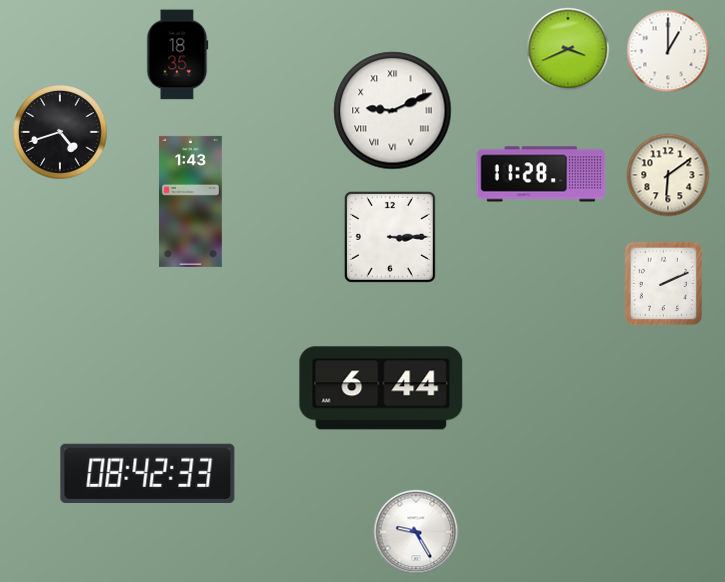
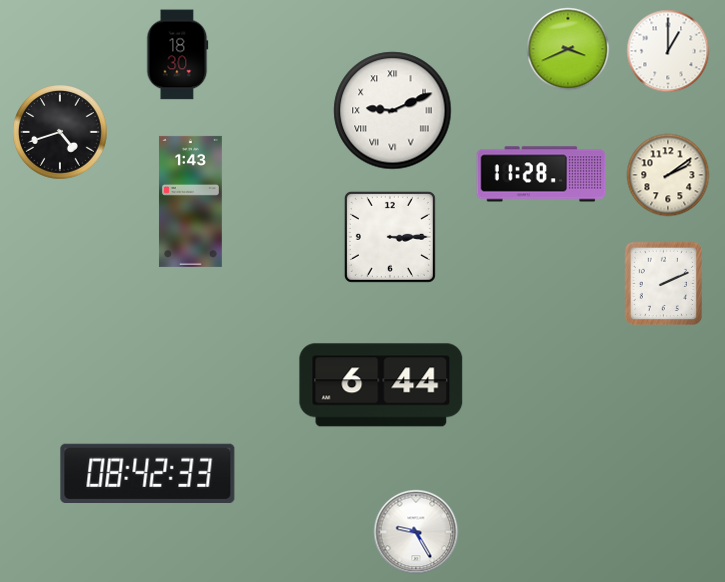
clock at (178, 55): 18:35 -> 18:30
clock at (668, 175): 6:09 -> 2:09
clock at (381, 388) position: (381, 388) -> (381, 385)
